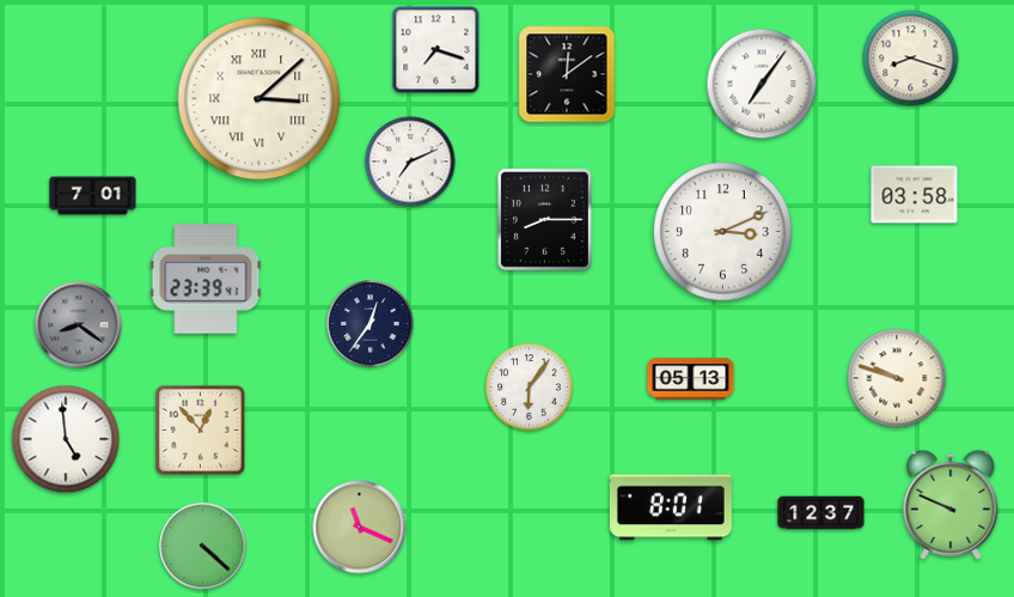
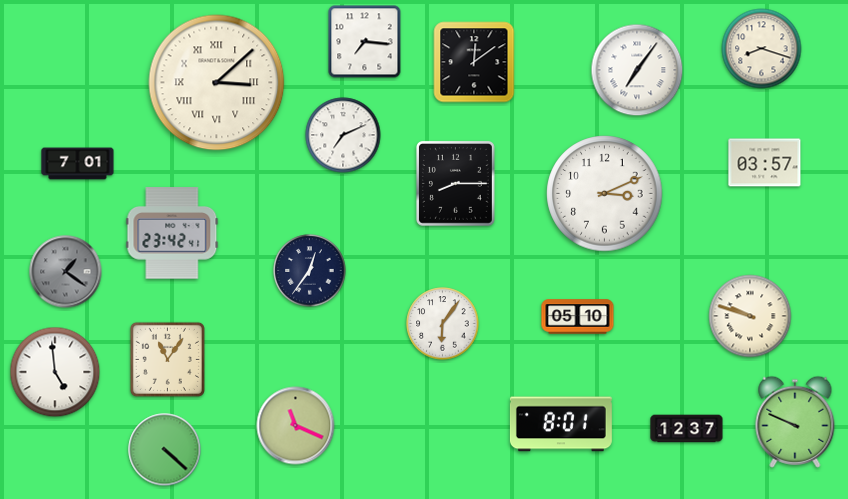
clock at (436, 50): 7:18 -> 7:16
clock at (915, 195): 03:58 -> 03:57
clock at (206, 279): 23:39 -> 23:42
clock at (79, 325): 8:21 -> 1:21
clock at (691, 379): 05:13 -> 05:10
clock at (200, 430): 12:53 -> 11:06
clock at (66, 439) position: (66, 439) -> (55, 372)
clock at (360, 528) position: (360, 528) -> (296, 426)
clock at (203, 547) position: (203, 547) -> (165, 450)
